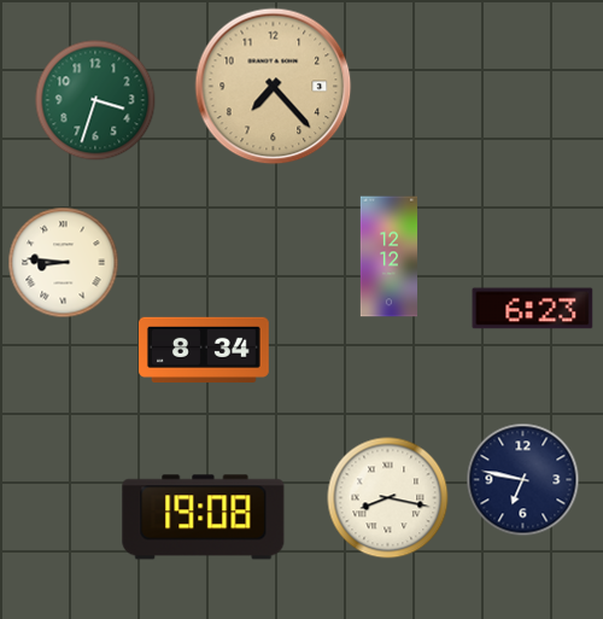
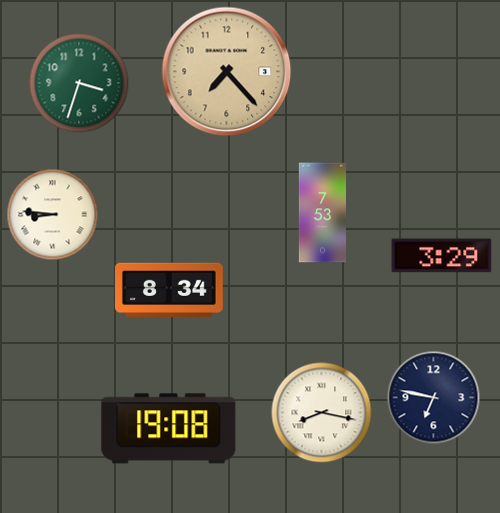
clock at (388, 257): 12:12 -> 7:53
clock at (64, 263) position: (64, 263) -> (53, 215)
clock at (533, 309): 6:23 -> 3:29
